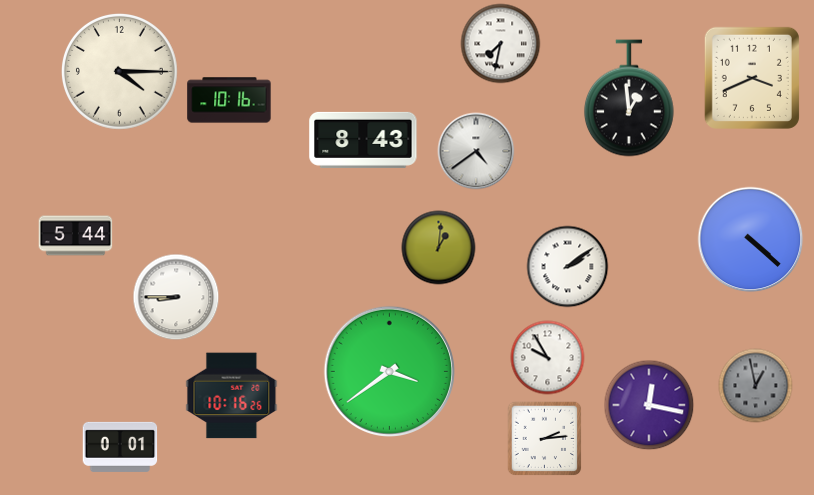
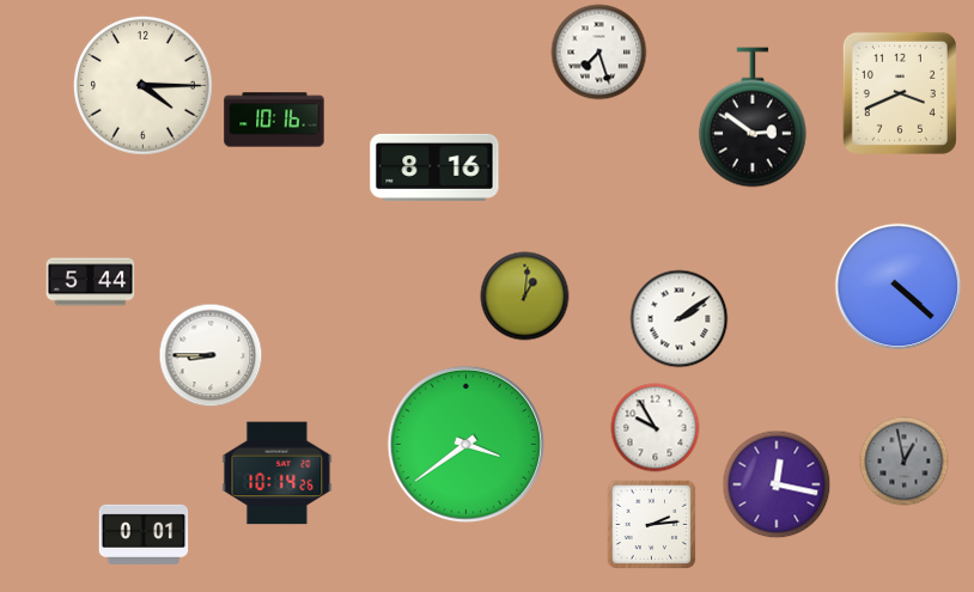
clock at (501, 44): 7:32 -> 7:27
clock at (629, 98): 12:59 -> 2:51
clock at (363, 140): 8:43 -> 8:16
clock at (476, 151): 4:39 -> none
clock at (232, 396): 10:16 -> 10:14
